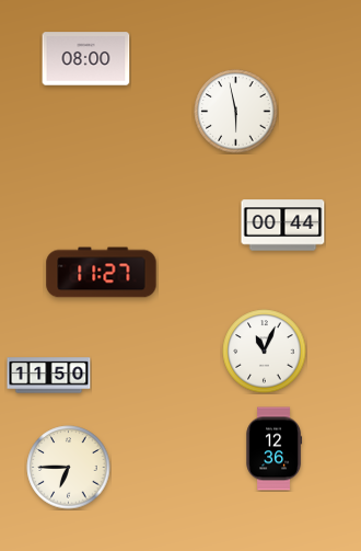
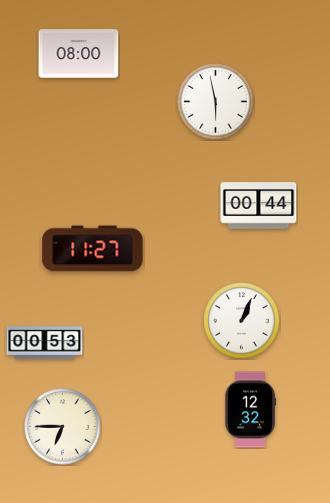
clock at (265, 352): 11:04 -> 1:04
clock at (49, 376): 11:50 -> 00:53
clock at (275, 449): 12:36 -> 12:32
